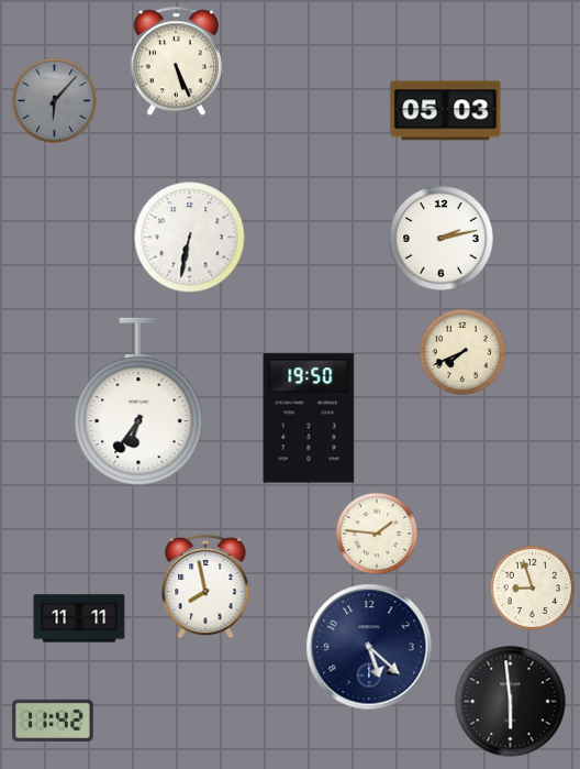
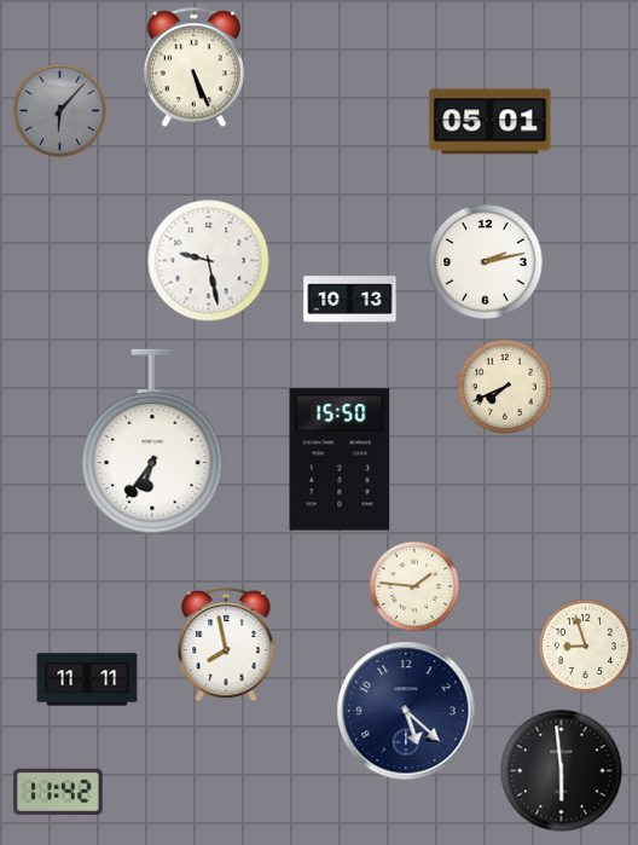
clock at (446, 111): 05:03 -> 05:01
clock at (190, 238): 6:32 -> 9:28
clock at (350, 300): none -> 10:13
clock at (461, 351) position: (461, 351) -> (504, 386)
clock at (309, 418): 19:50 -> 15:50
